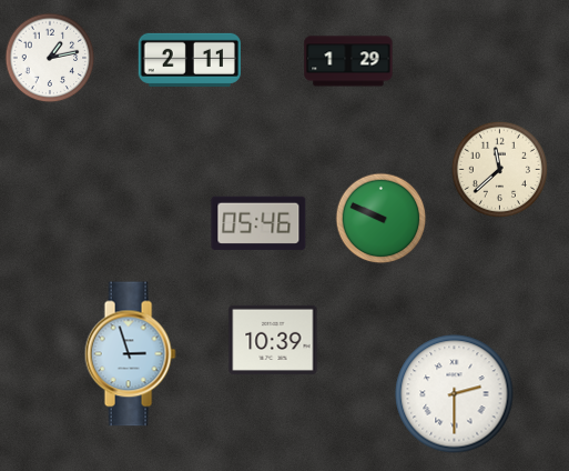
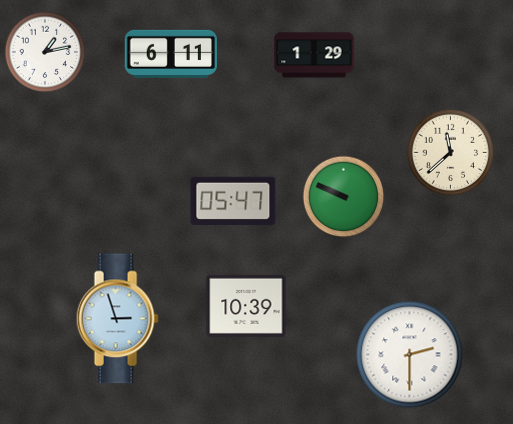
clock at (189, 60): 2:11 -> 6:11
clock at (258, 223): 05:46 -> 05:47
